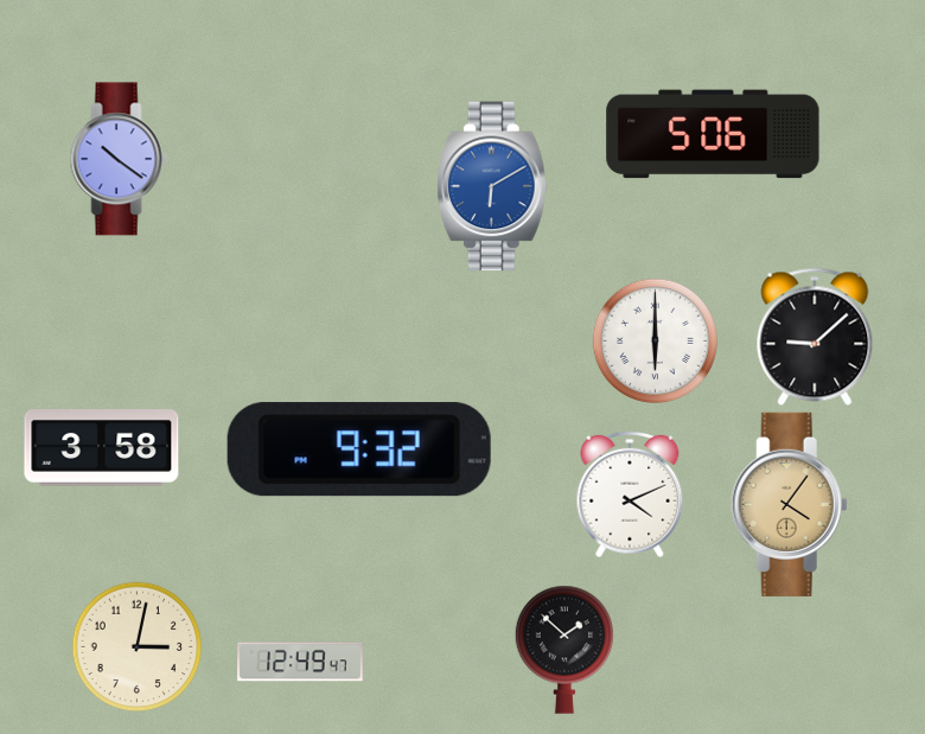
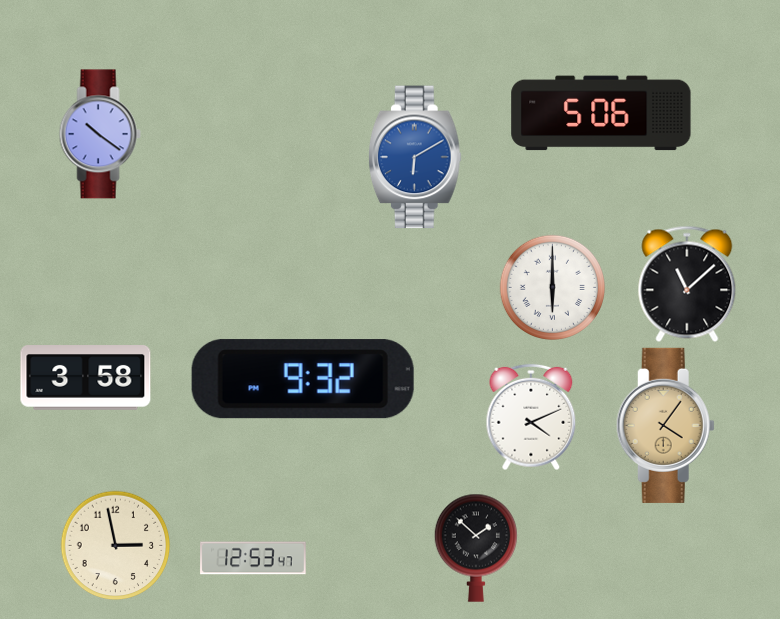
clock at (815, 337): 9:08 -> 11:08
clock at (136, 646): 3:02 -> 2:58
clock at (300, 662): 12:49 -> 12:53
